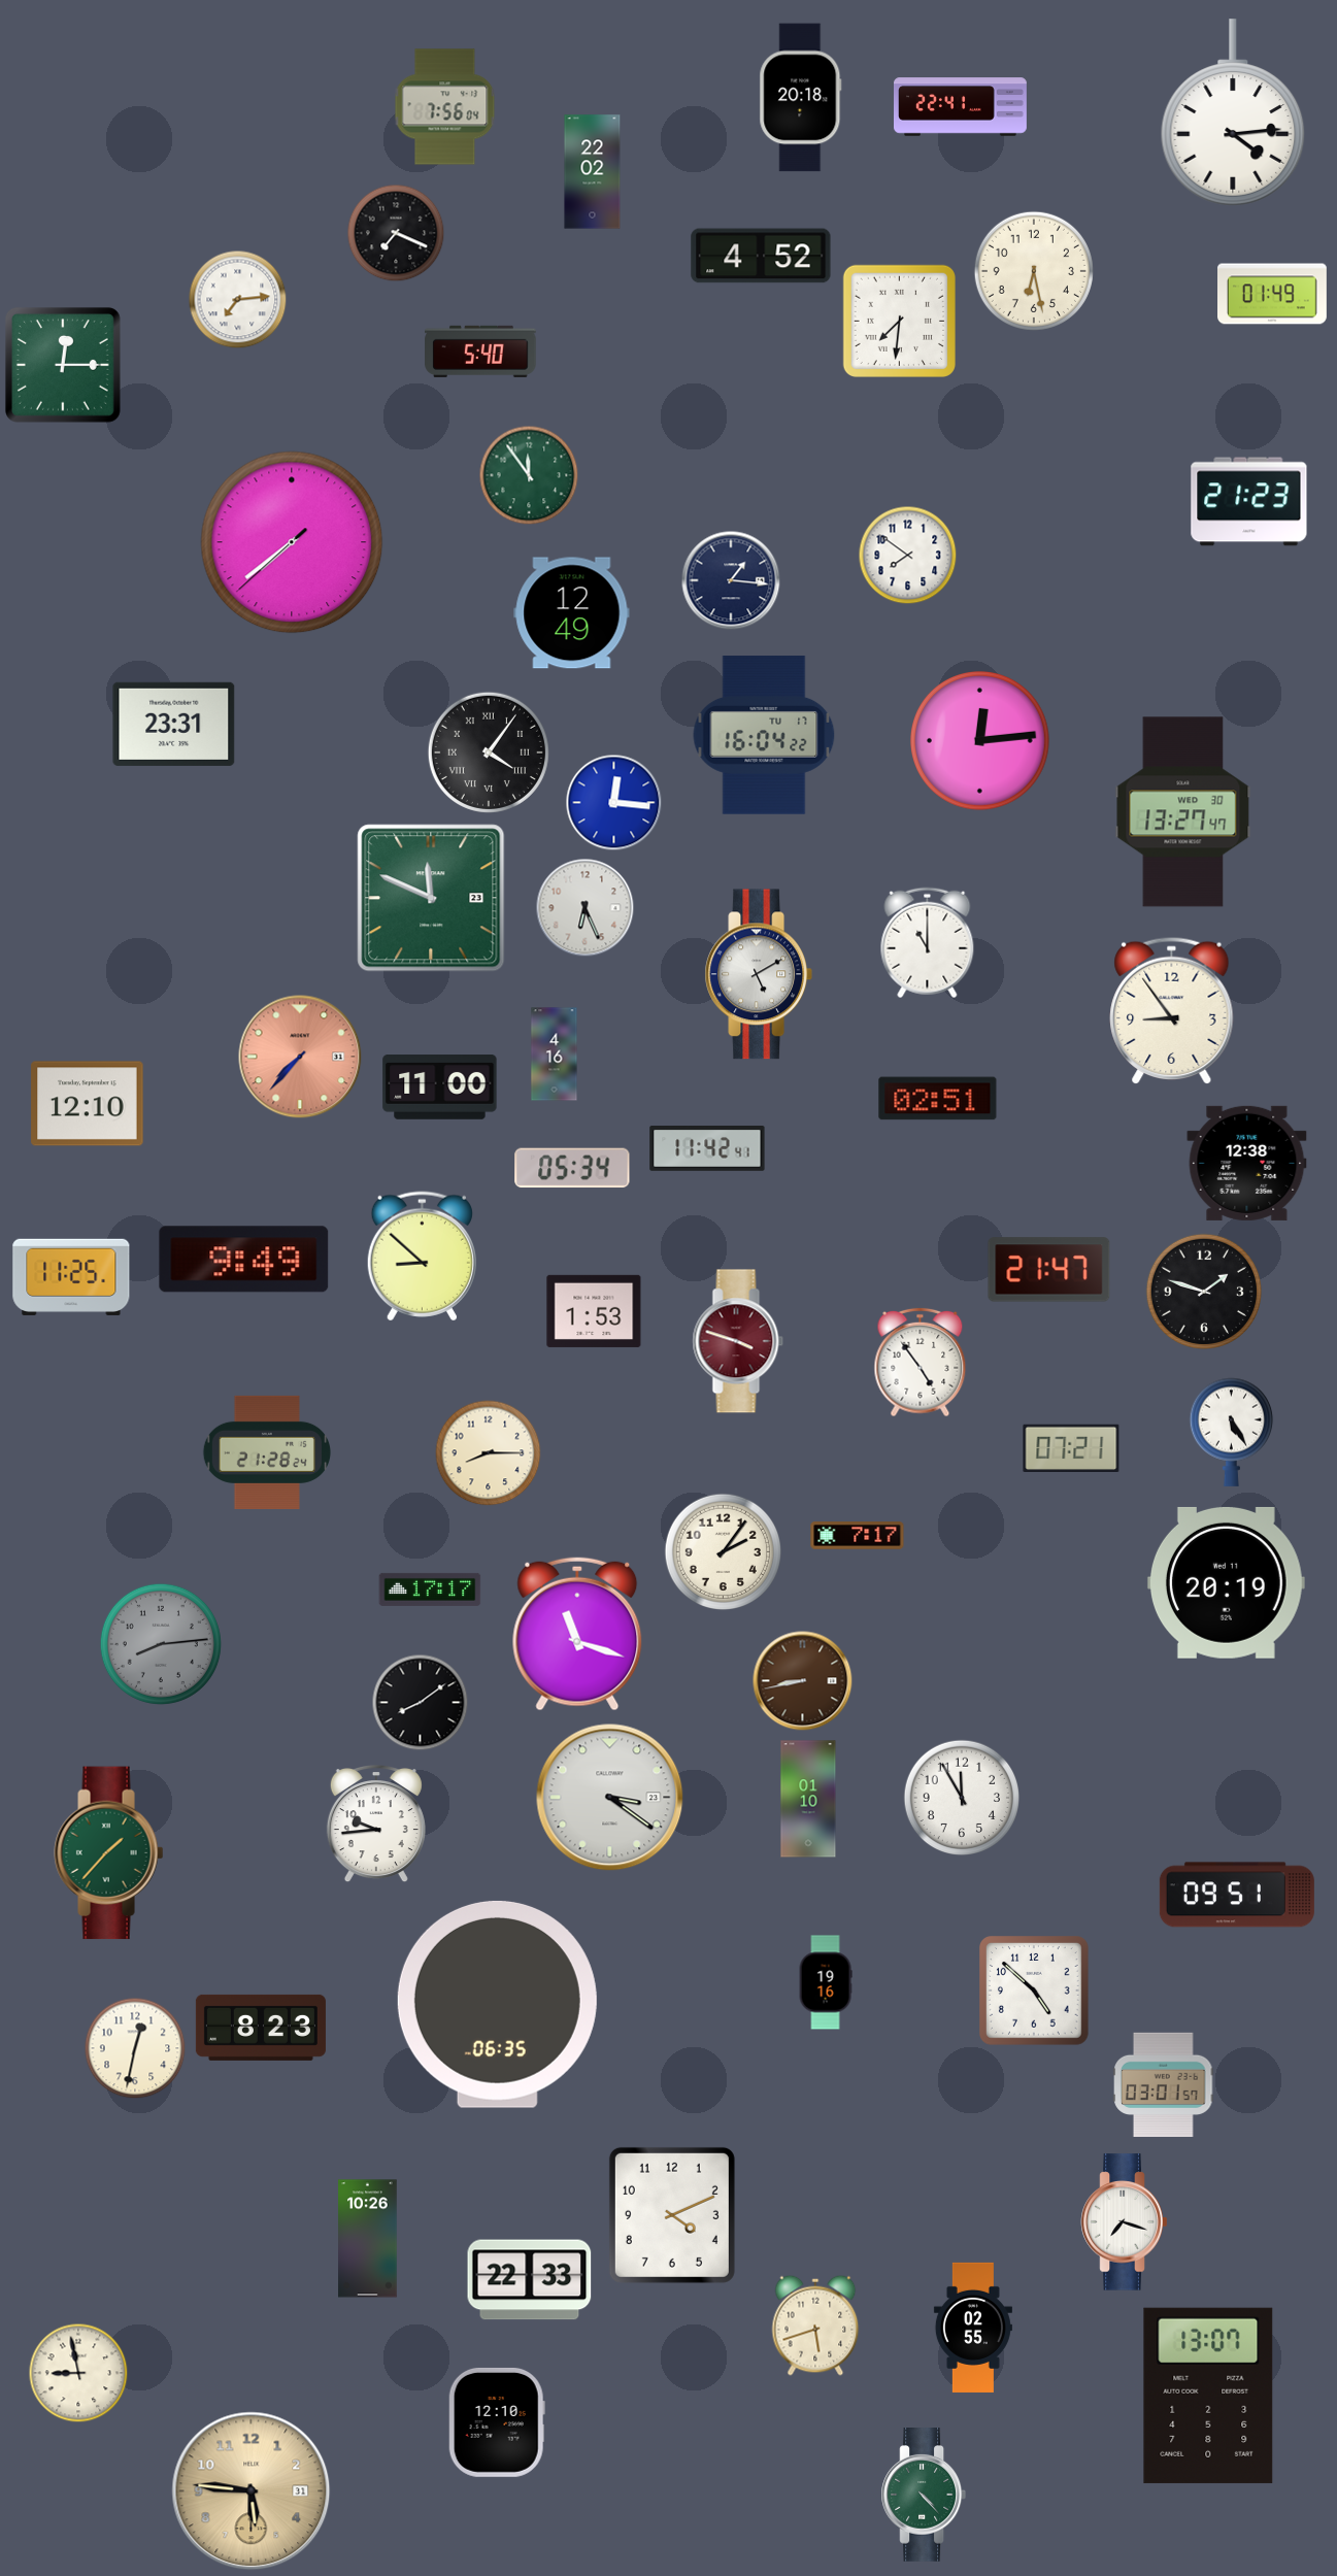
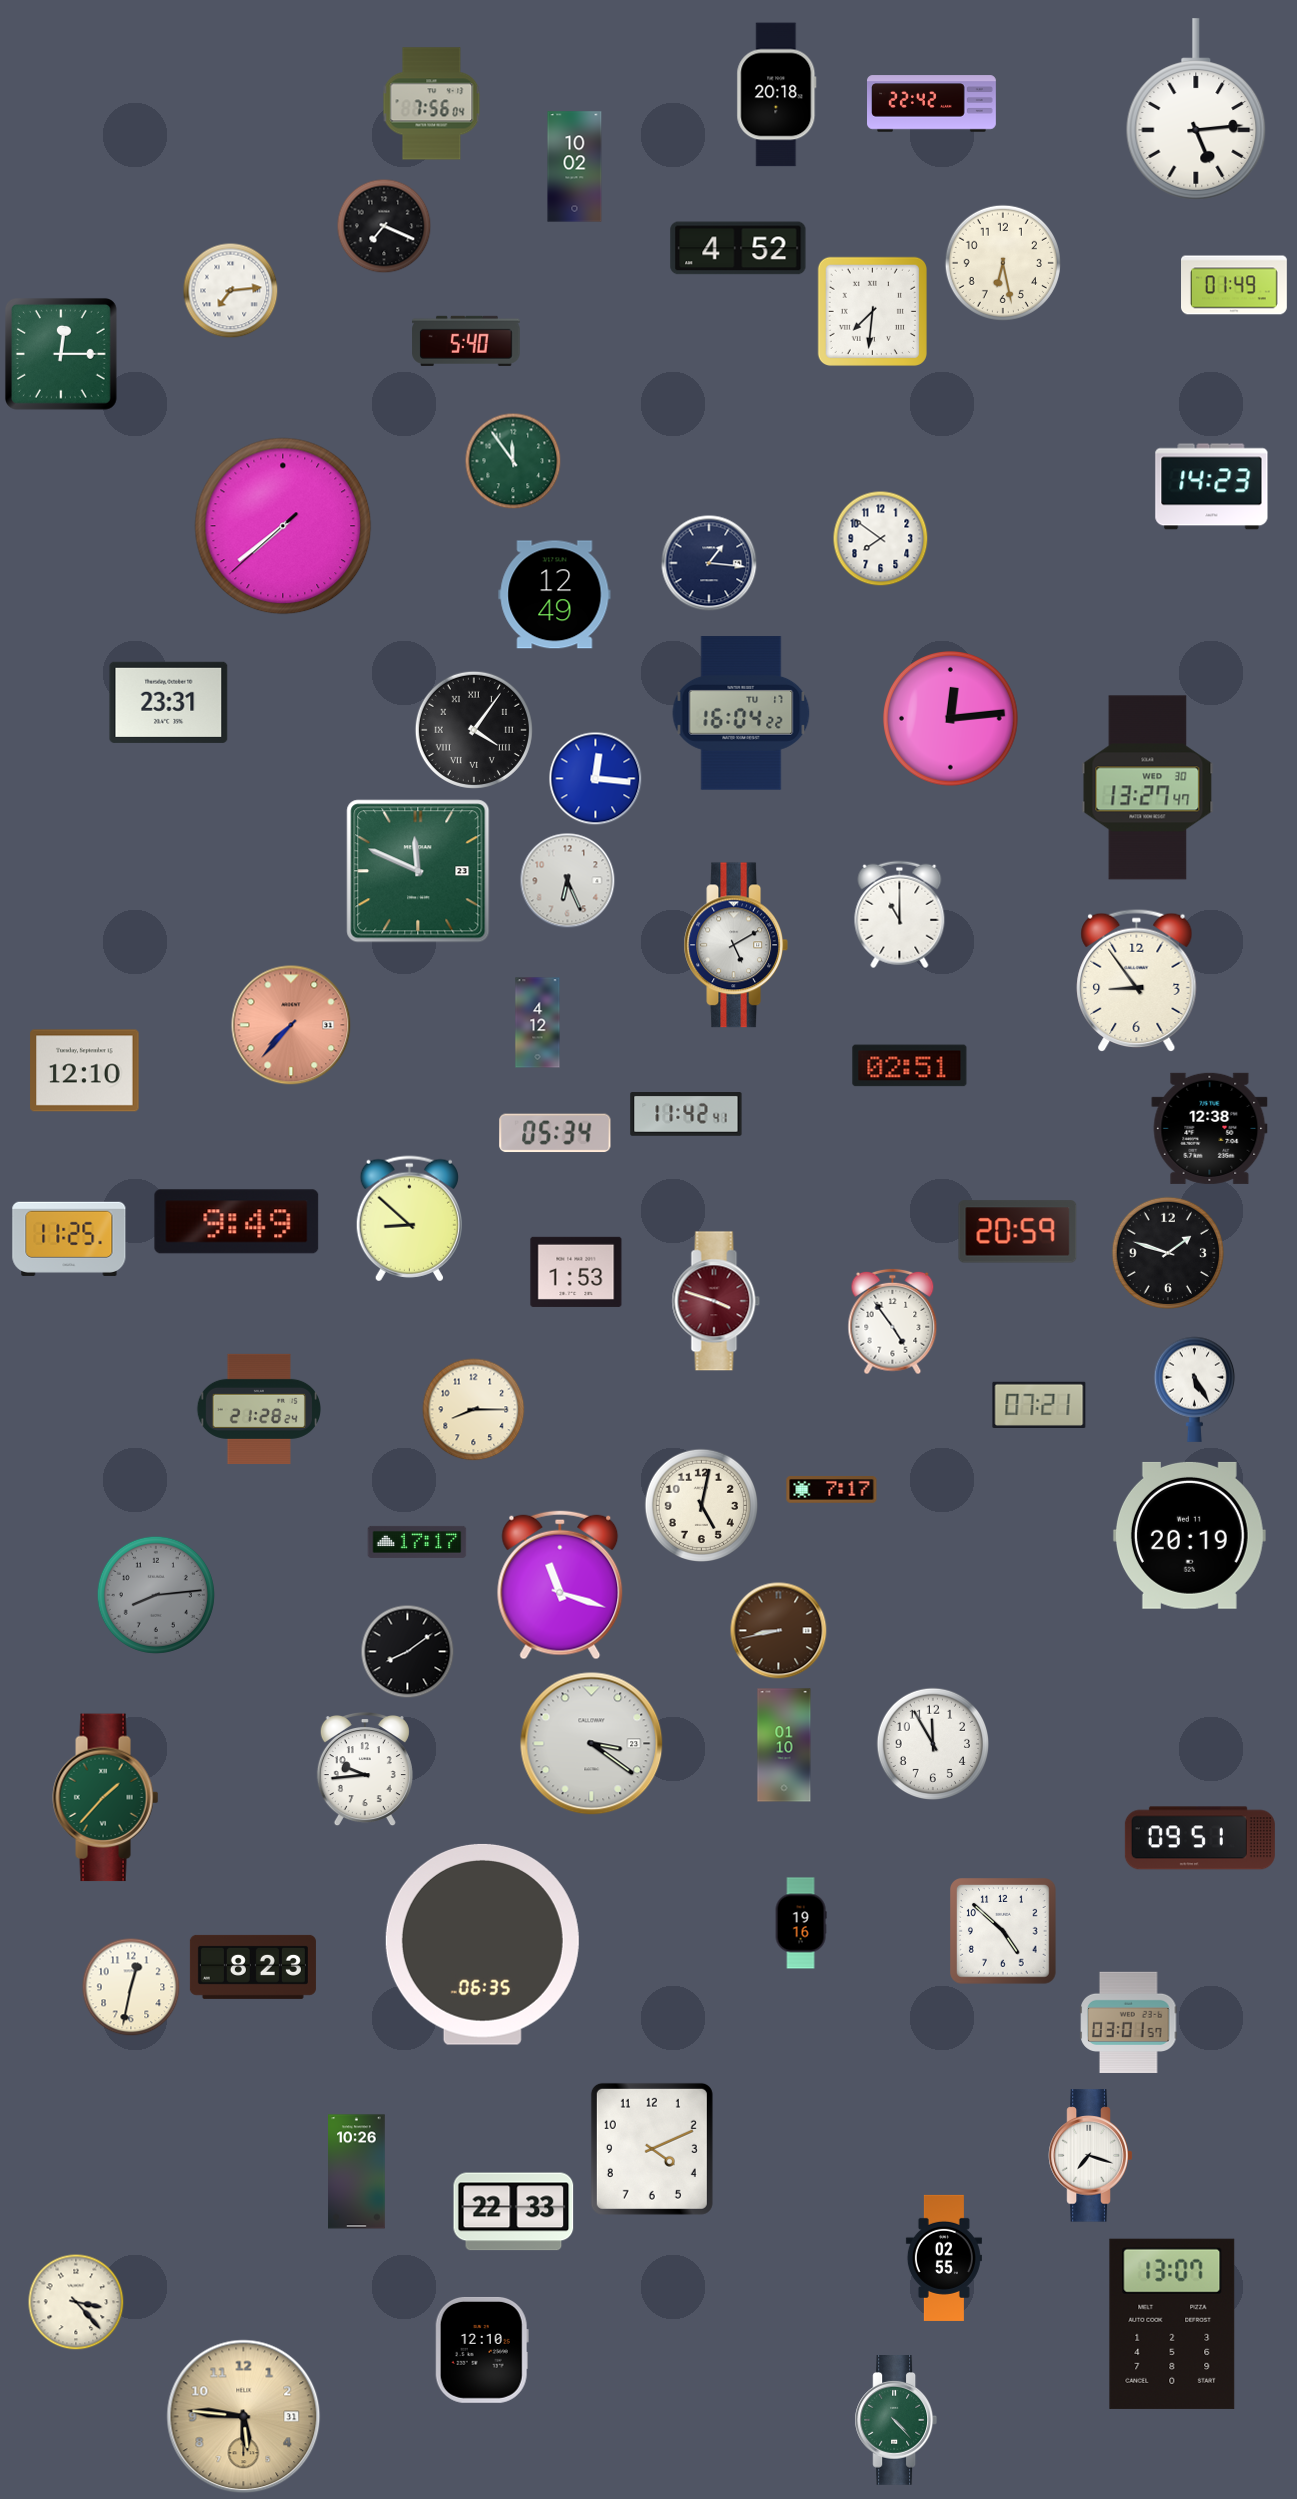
clock at (961, 107): 22:41 -> 22:42
clock at (1233, 112): 4:14 -> 5:14
clock at (593, 172): 22:02 -> 10:02
clock at (1249, 502): 21:23 -> 14:23
clock at (555, 1055): 4:16 -> 4:12
clock at (440, 1088): 11:00 -> none
clock at (1049, 1270): 21:47 -> 20:59
clock at (723, 1551): 2:06 -> 5:02
clock at (815, 2326): 5:42 -> none
clock at (78, 2373): 8:58 -> 3:23
